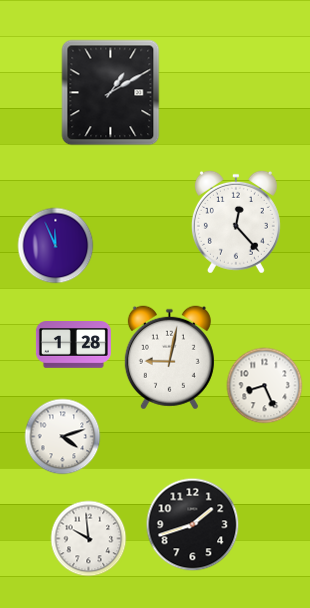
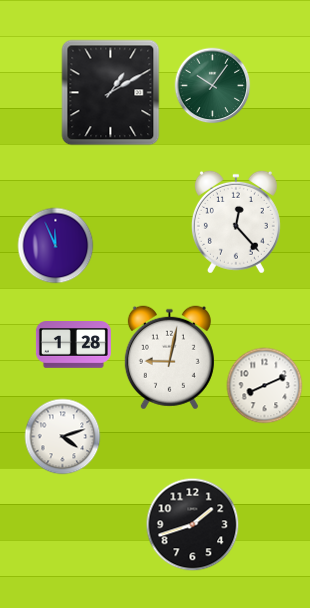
clock at (213, 86): none -> 10:06
clock at (265, 386): 8:26 -> 8:11
clock at (89, 539): 9:59 -> none
